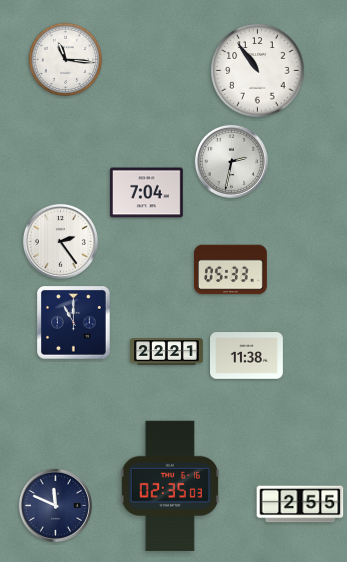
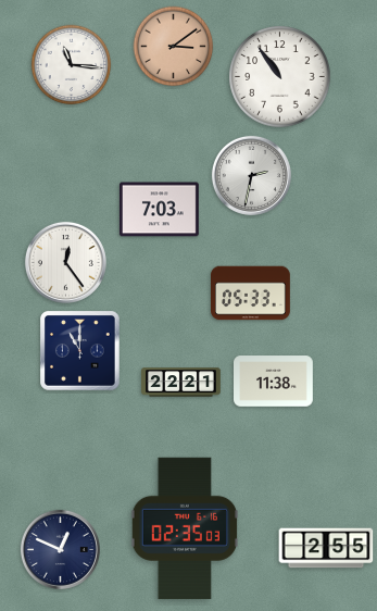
clock at (174, 47): none -> 3:09
clock at (146, 193): 7:04 -> 7:03
clock at (60, 241): 2:24 -> 12:24
clock at (247, 356) position: (247, 356) -> (274, 382)
clock at (55, 505): 11:49 -> 12:49
